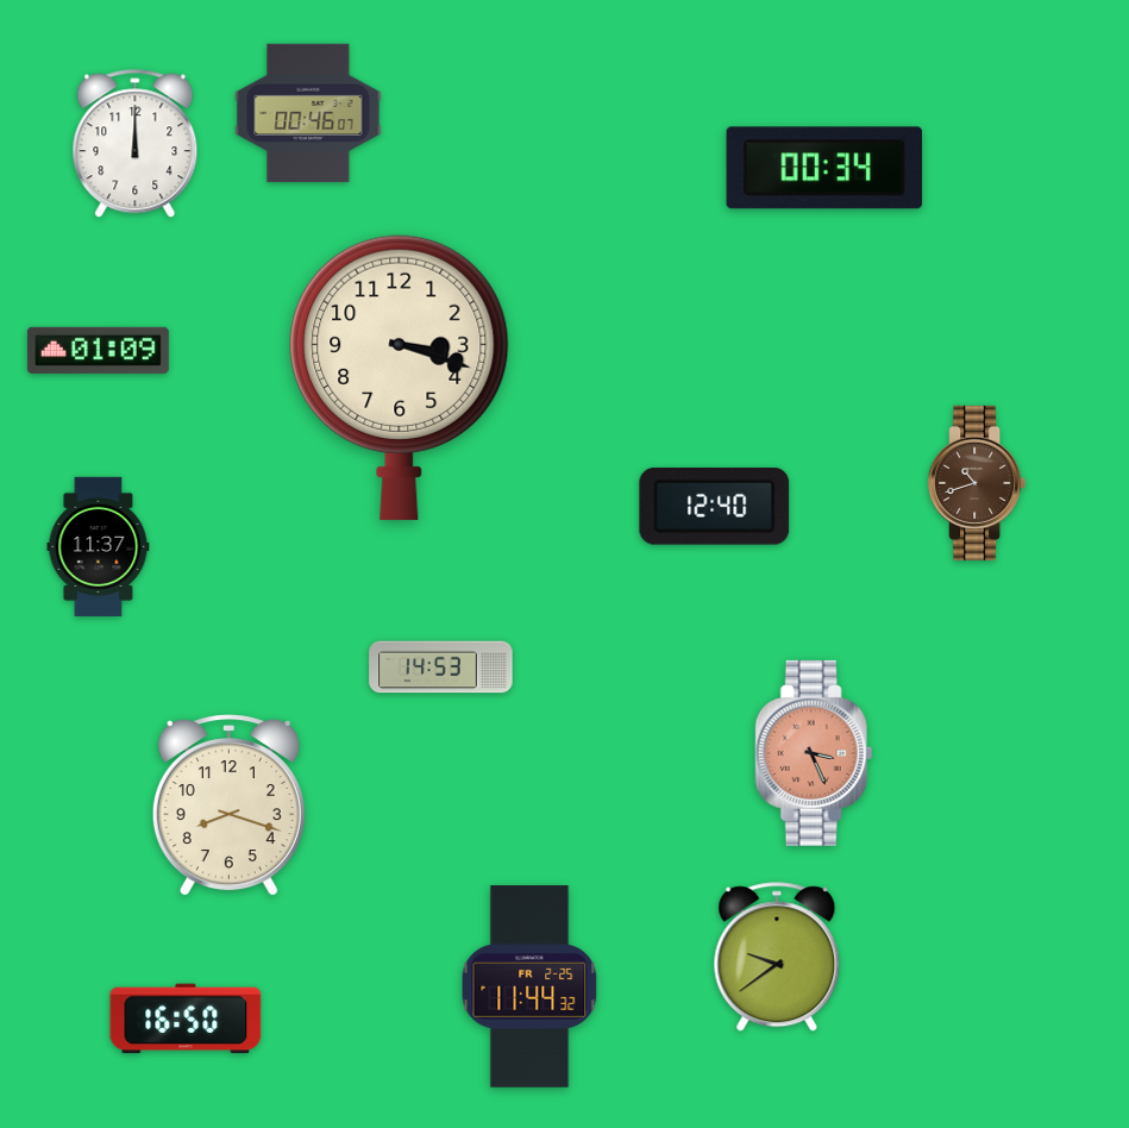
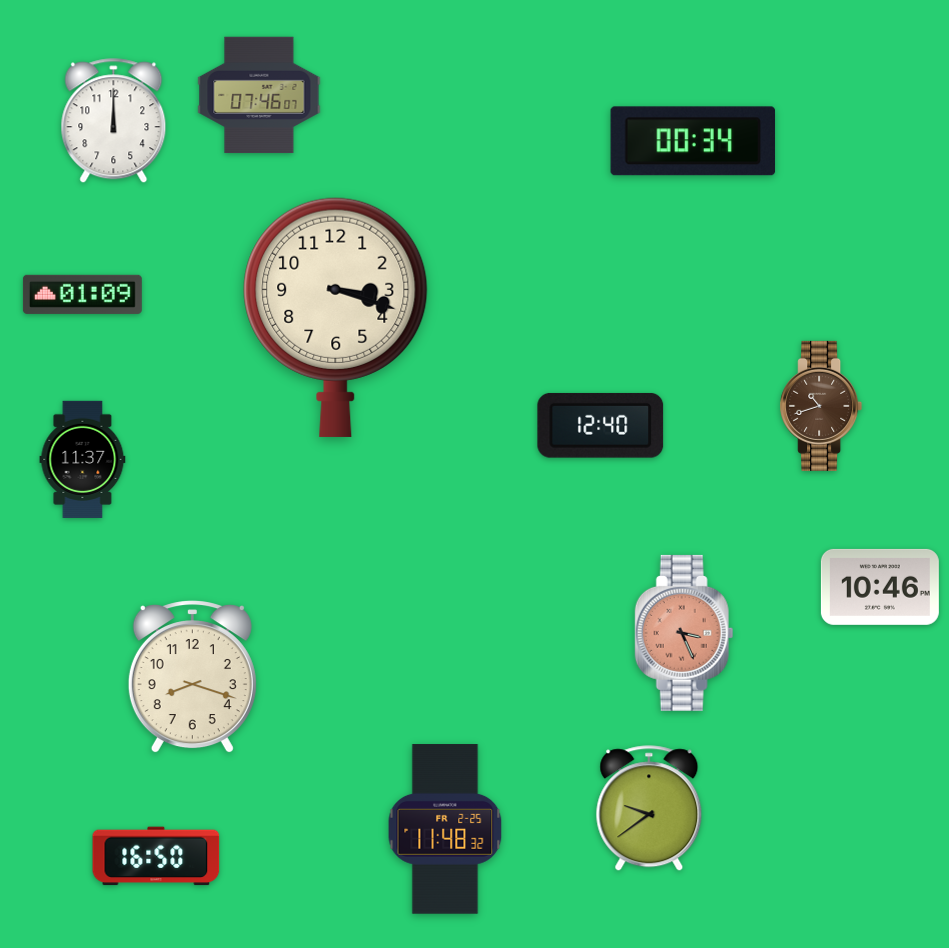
clock at (308, 113): 00:46 -> 07:46
clock at (441, 668): 14:53 -> none
clock at (880, 587): none -> 10:46
clock at (777, 958) position: (777, 958) -> (649, 809)
clock at (529, 986): 11:44 -> 11:48
